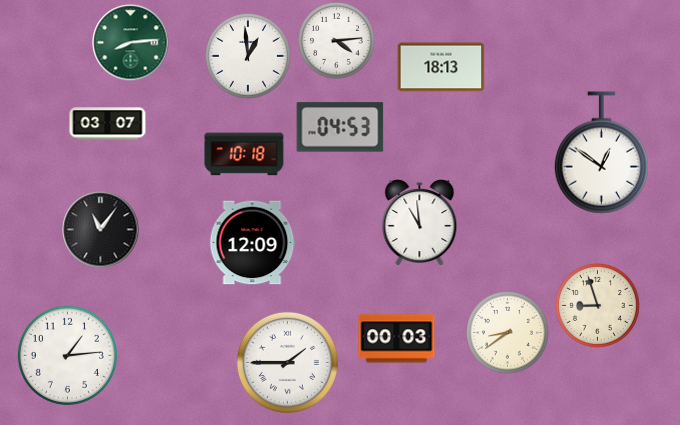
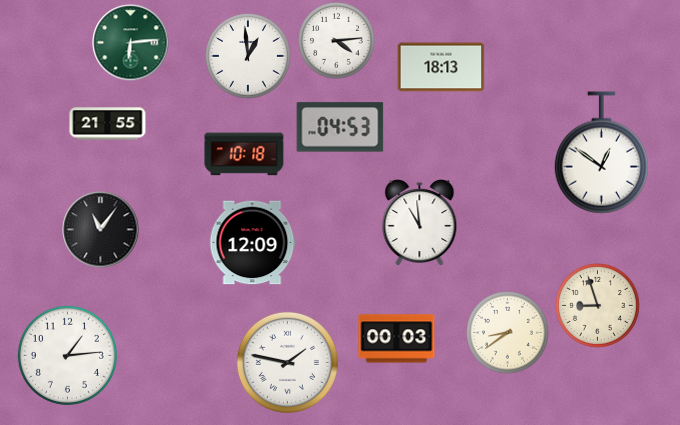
clock at (131, 43): 8:14 -> 6:14
clock at (108, 124): 03:07 -> 21:55
clock at (287, 362): 1:45 -> 1:47
